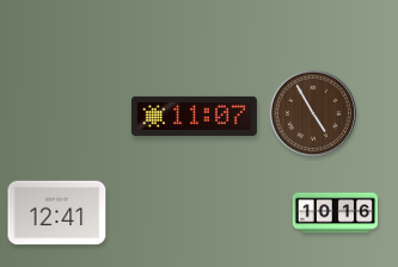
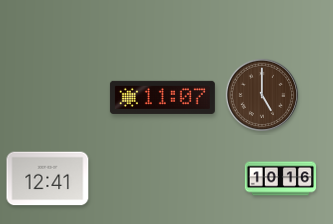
clock at (312, 112): 4:55 -> 5:00
